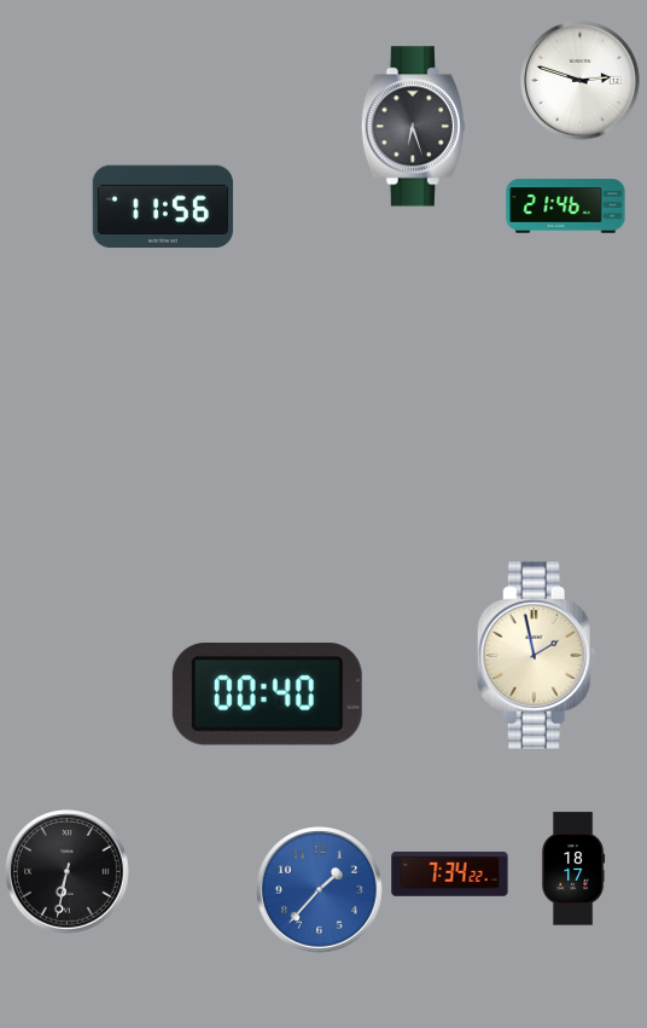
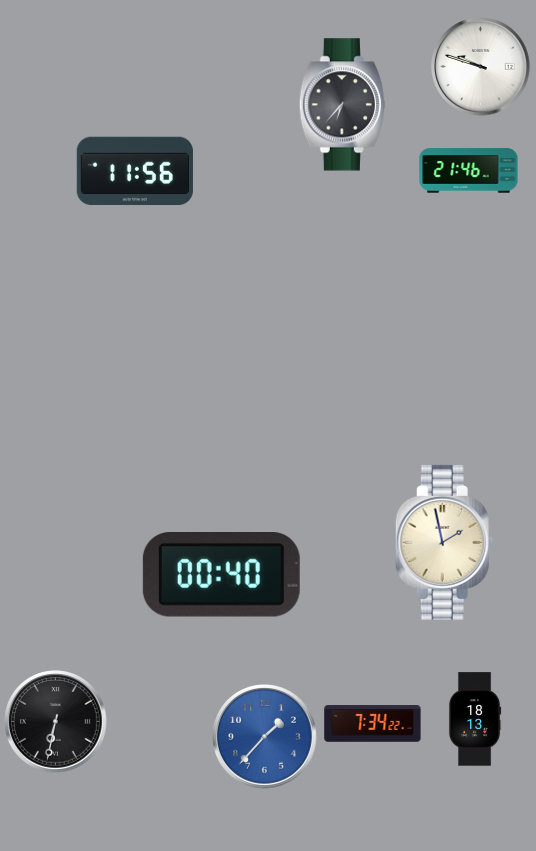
clock at (581, 81): 2:48 -> 9:48
clock at (413, 127): 6:27 -> 6:37
clock at (573, 869): 18:17 -> 18:13
